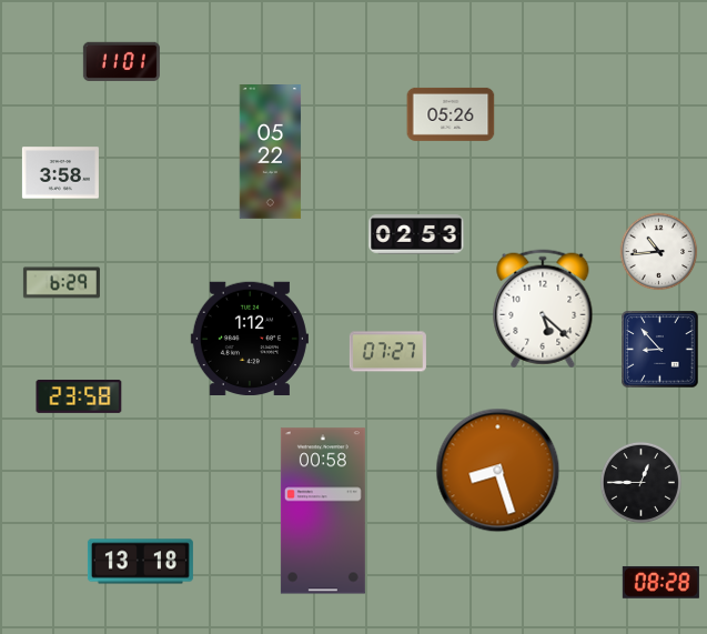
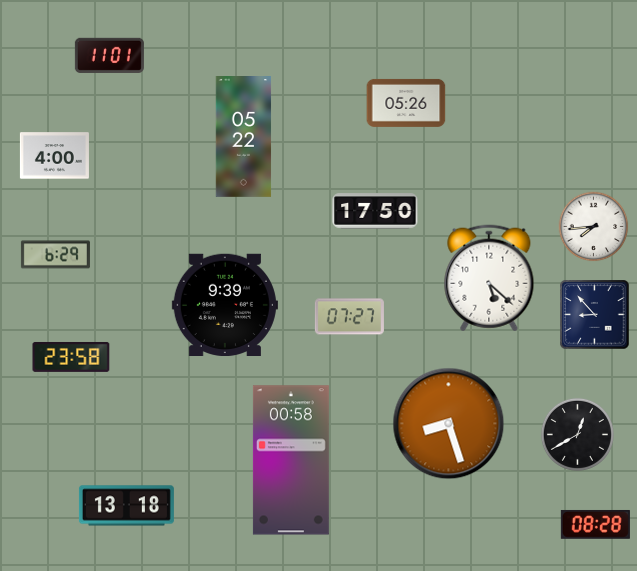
clock at (60, 173): 3:58 -> 4:00
clock at (416, 234): 02:53 -> 17:50
clock at (659, 252): 10:44 -> 7:44
clock at (250, 338): 1:12 -> 9:39
clock at (640, 482): 12:45 -> 12:40
